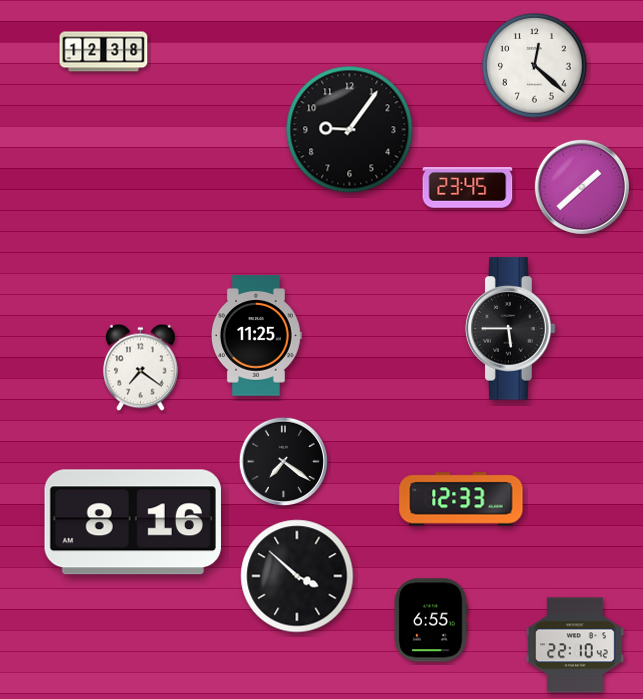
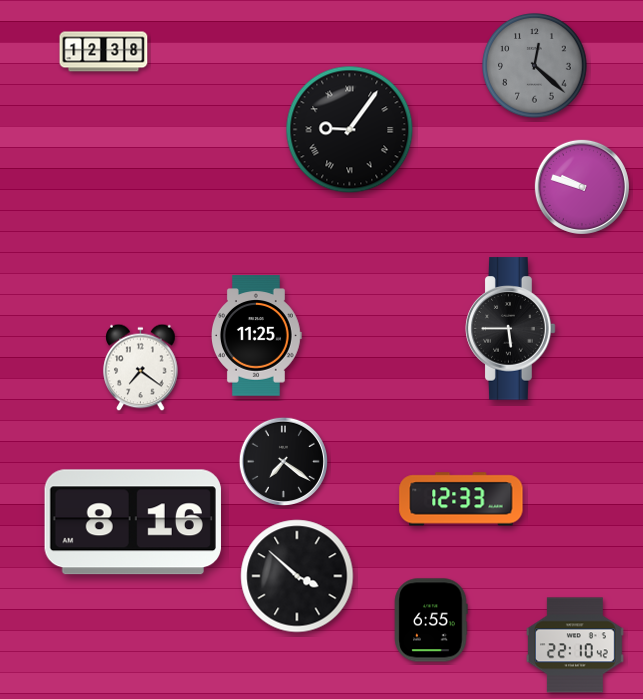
clock at (535, 66) dial: white -> grey
clock at (350, 130) numerals: Arabic -> Roman
clock at (582, 187): 1:38 -> 9:48
clock at (468, 188): 23:45 -> none
